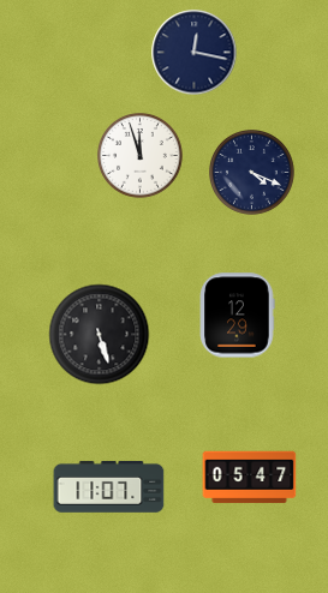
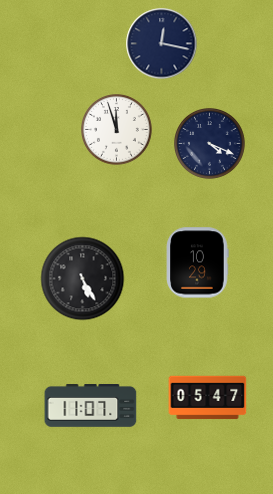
clock at (237, 316): 12:29 -> 10:29
clock at (100, 335): 5:27 -> 5:25
